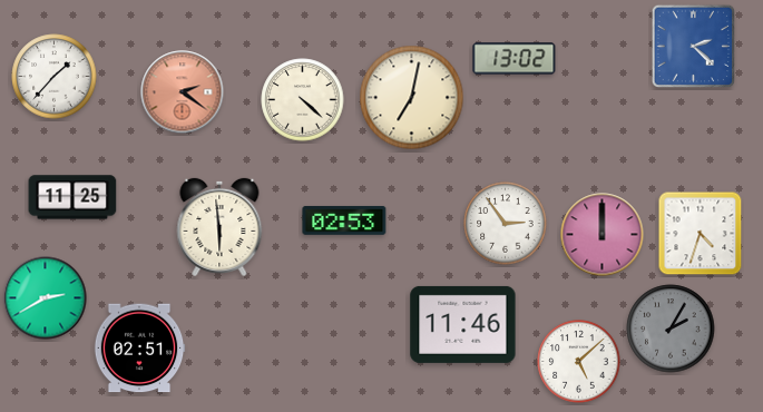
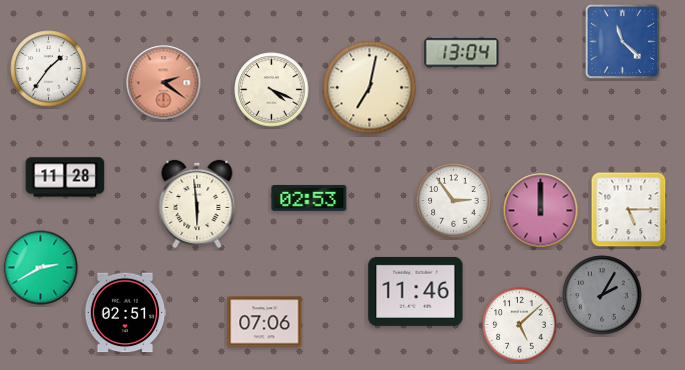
clock at (693, 46): 2:22 -> 11:22
clock at (515, 59): 13:02 -> 13:04
clock at (55, 77): 1:37 -> 1:36
clock at (303, 100): 4:22 -> 4:19
clock at (72, 197): 11:25 -> 11:28
clock at (701, 234): 4:33 -> 5:15
clock at (265, 322): none -> 07:06
